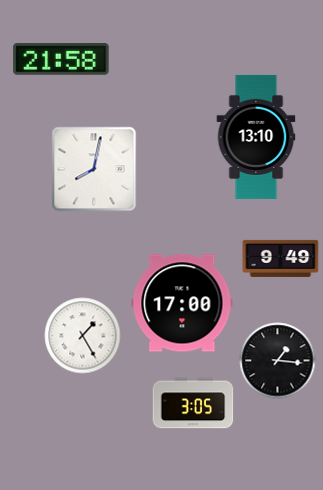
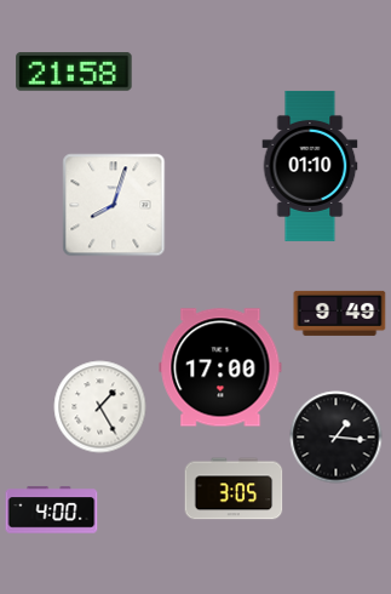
clock at (256, 137): 13:10 -> 01:10
clock at (94, 169): 8:02 -> 8:03
clock at (52, 510): none -> 4:00
